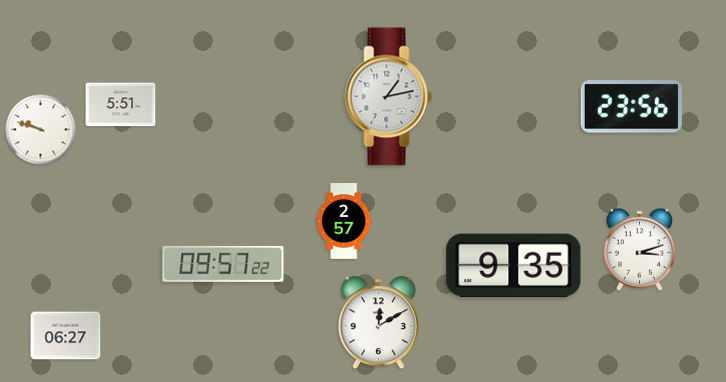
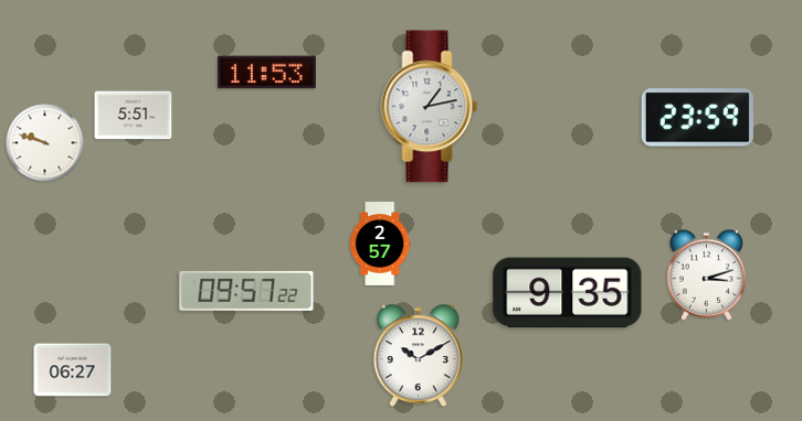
clock at (266, 73): none -> 11:53
clock at (631, 107): 23:56 -> 23:59
clock at (378, 323): 12:10 -> 10:10
